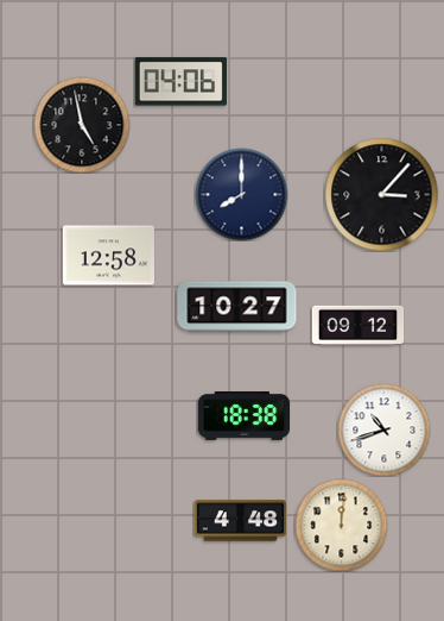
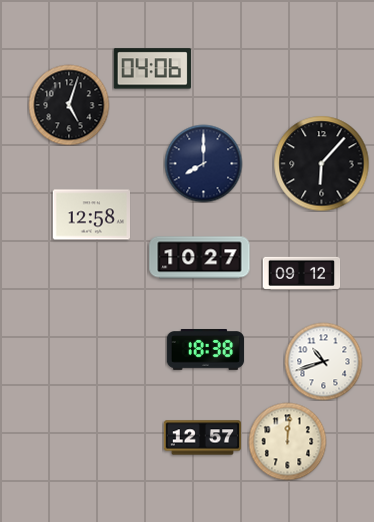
clock at (82, 125): 4:58 -> 5:03
clock at (381, 194): 3:07 -> 6:07
clock at (240, 521): 4:48 -> 12:57
